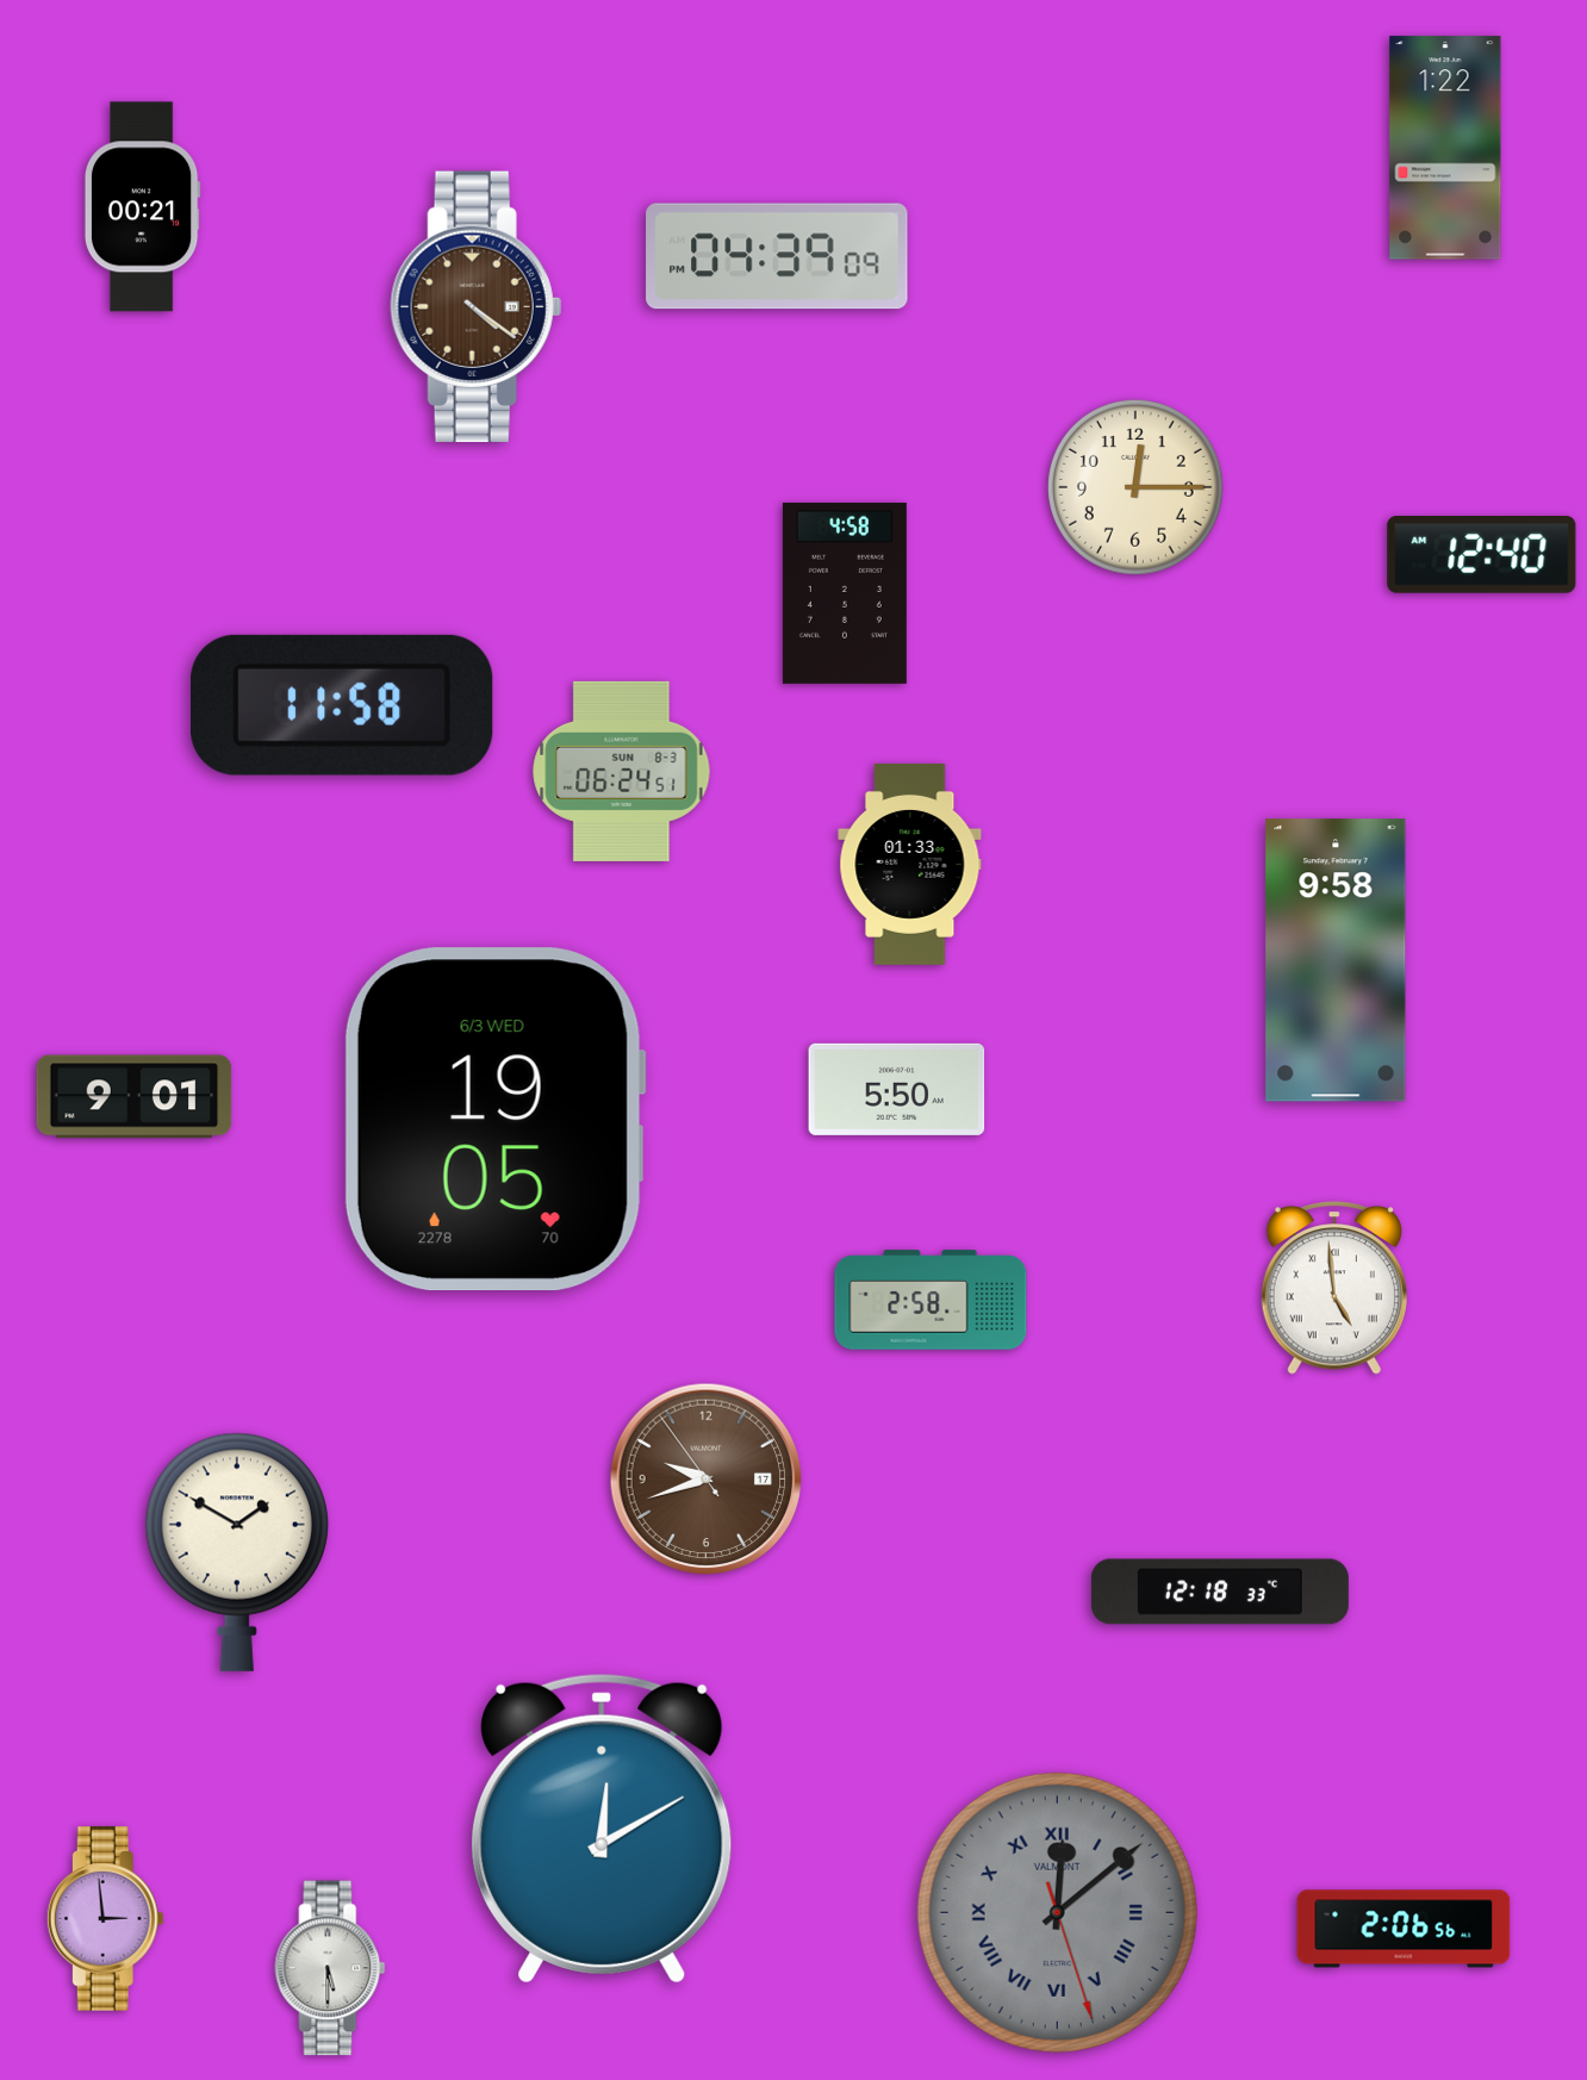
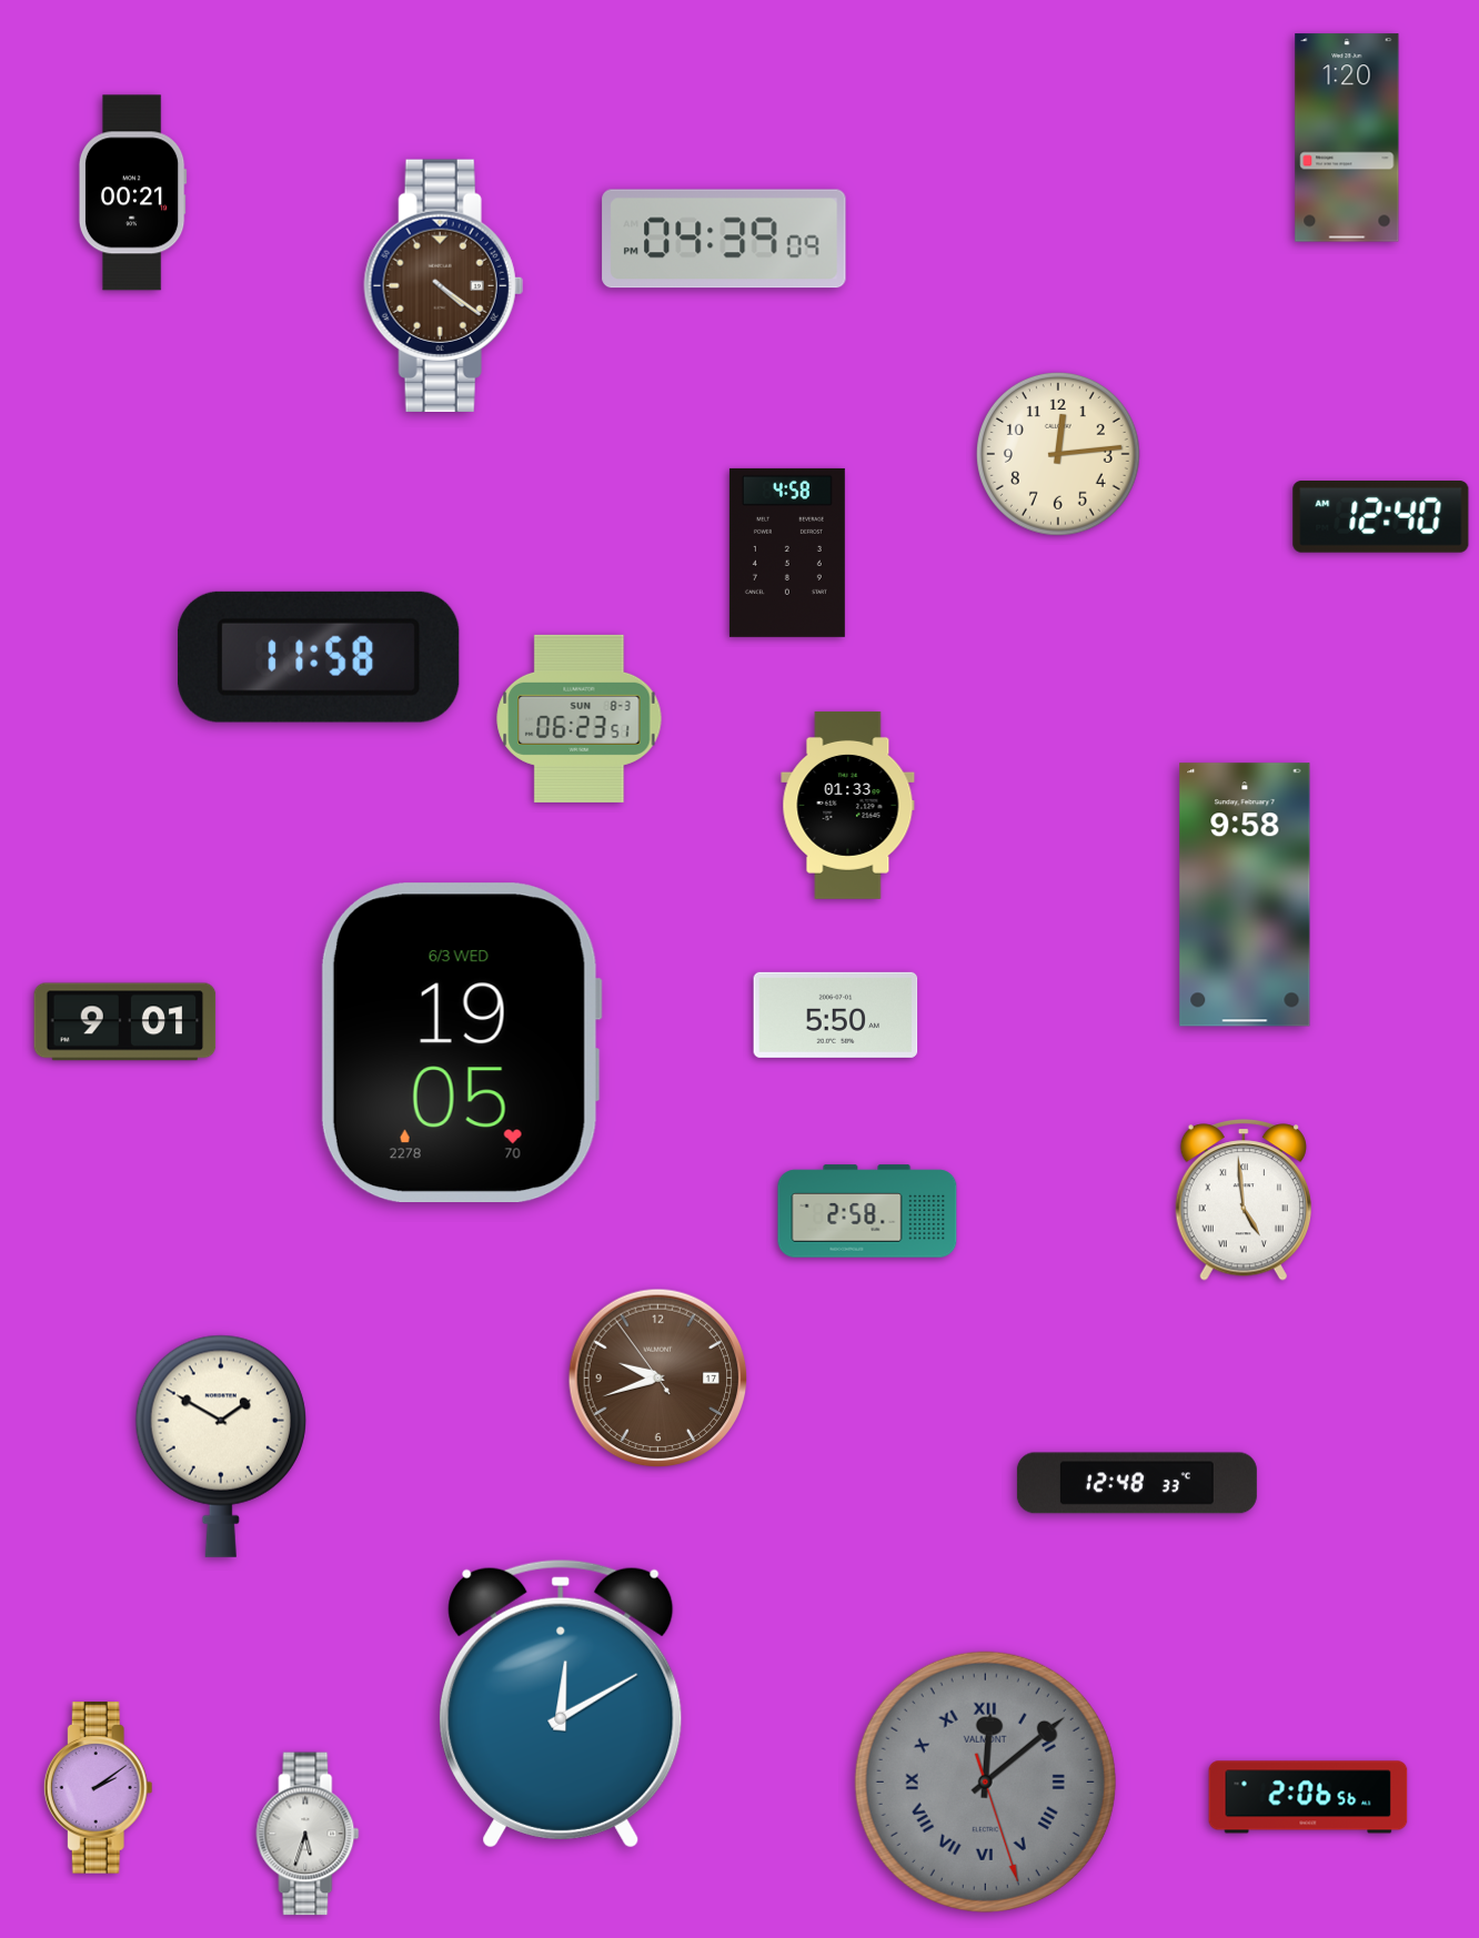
clock at (1445, 148): 1:22 -> 1:20
clock at (1135, 487): 12:15 -> 12:14
clock at (622, 771): 06:24 -> 06:23
clock at (1220, 1592): 12:18 -> 12:48
clock at (105, 1919): 2:59 -> 2:09
clock at (330, 1968): 5:30 -> 5:33
